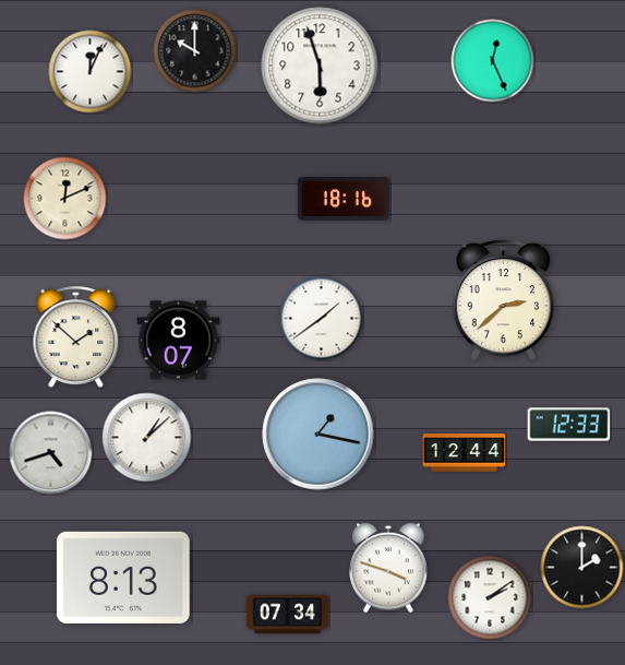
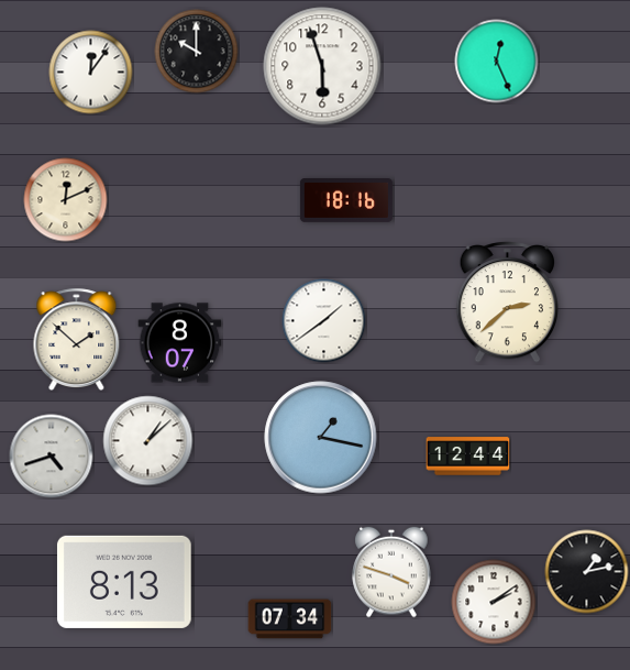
clock at (91, 72): 12:04 -> 12:06
clock at (569, 425): 12:33 -> none
clock at (582, 568): 2:00 -> 1:13
